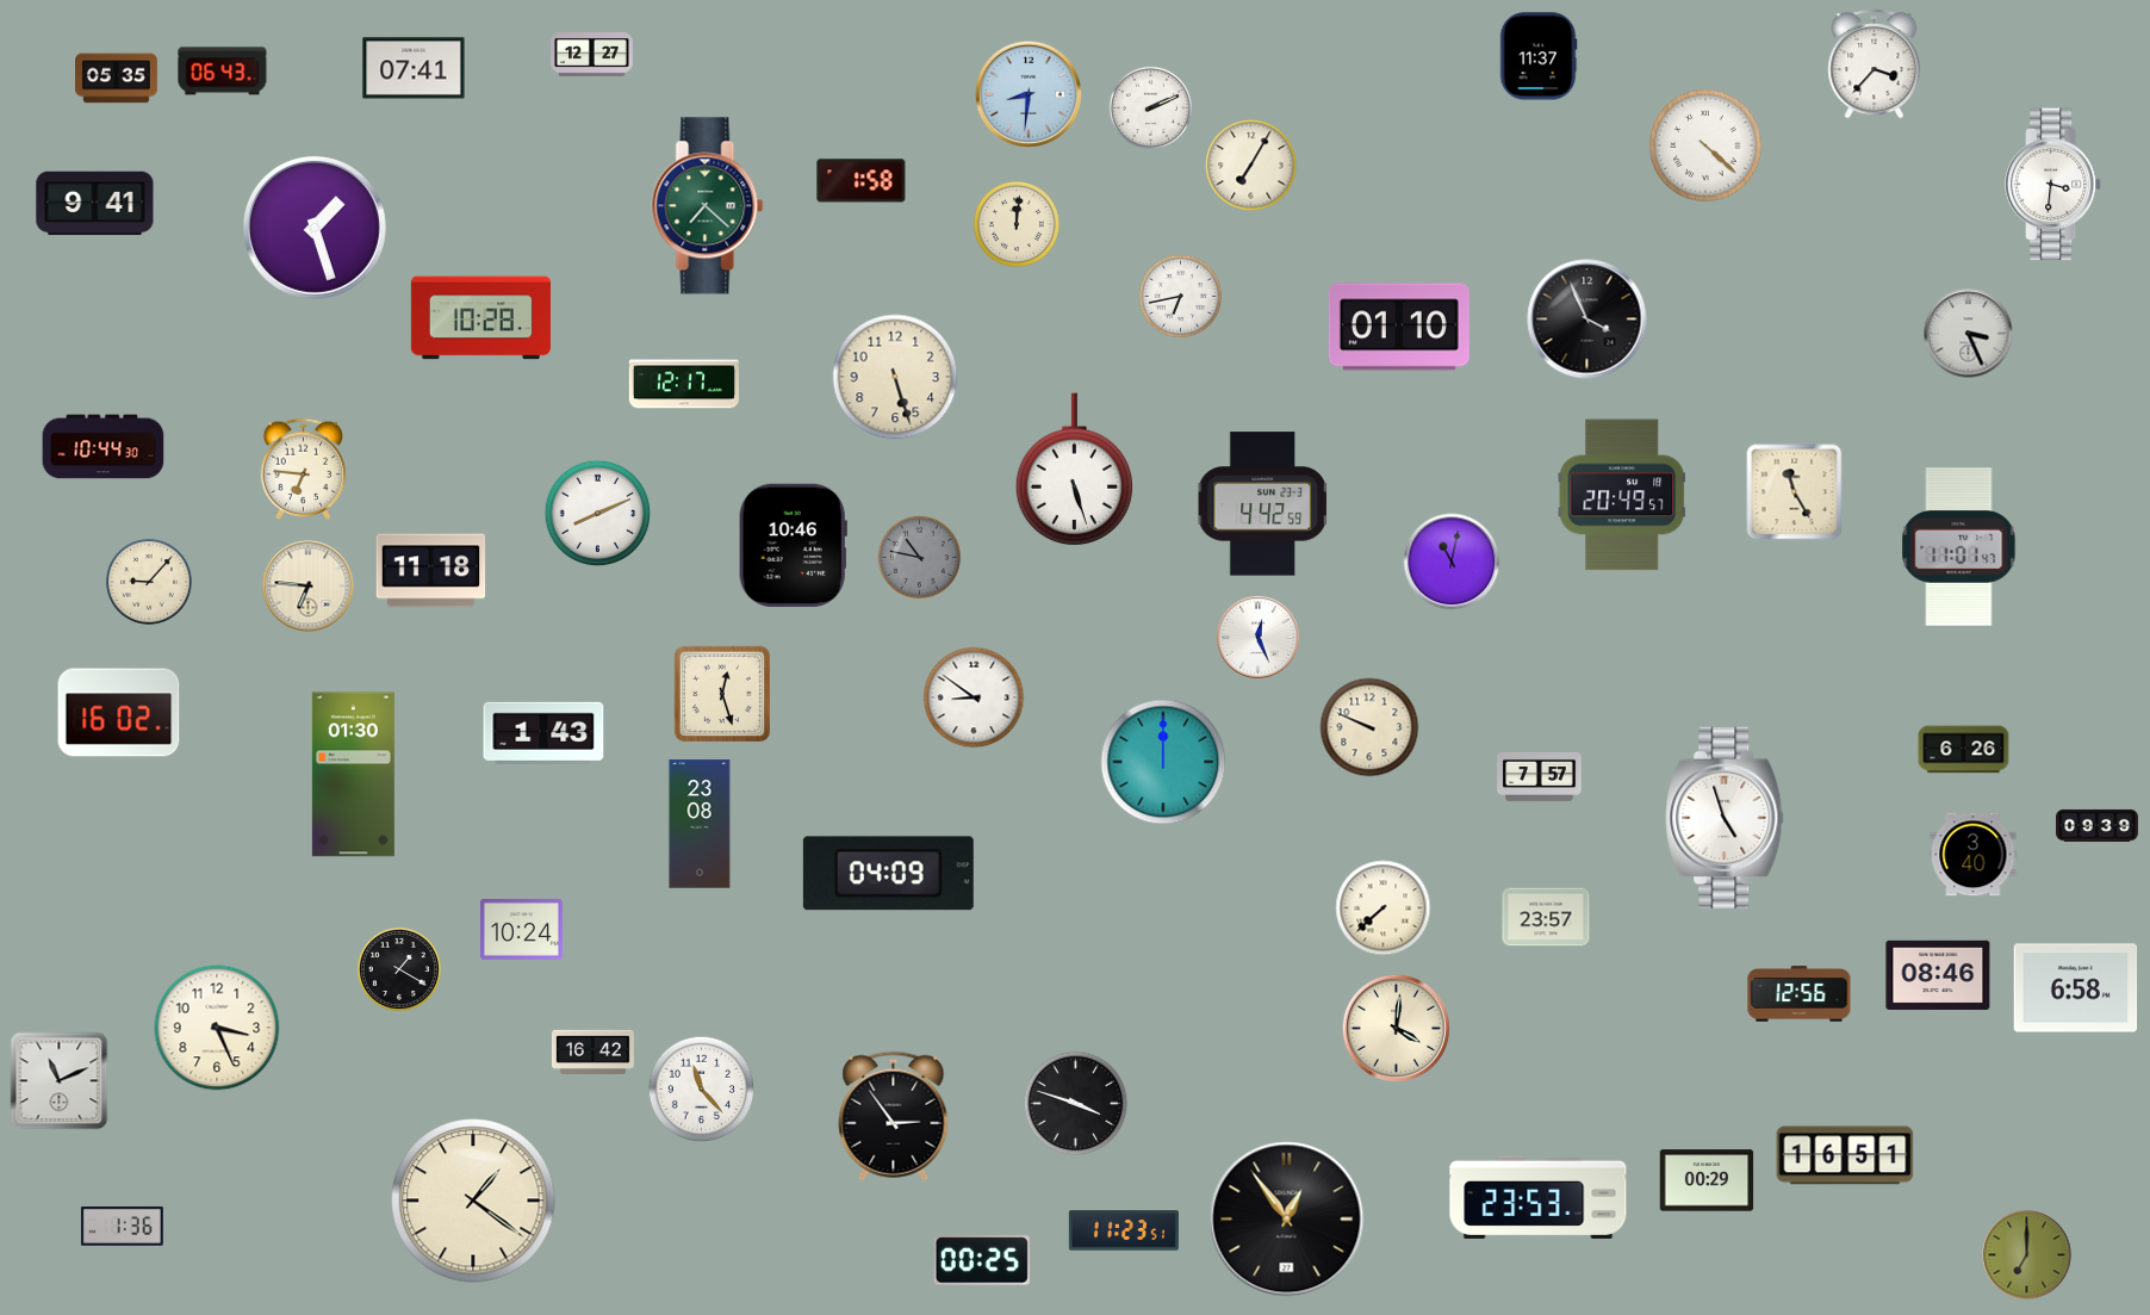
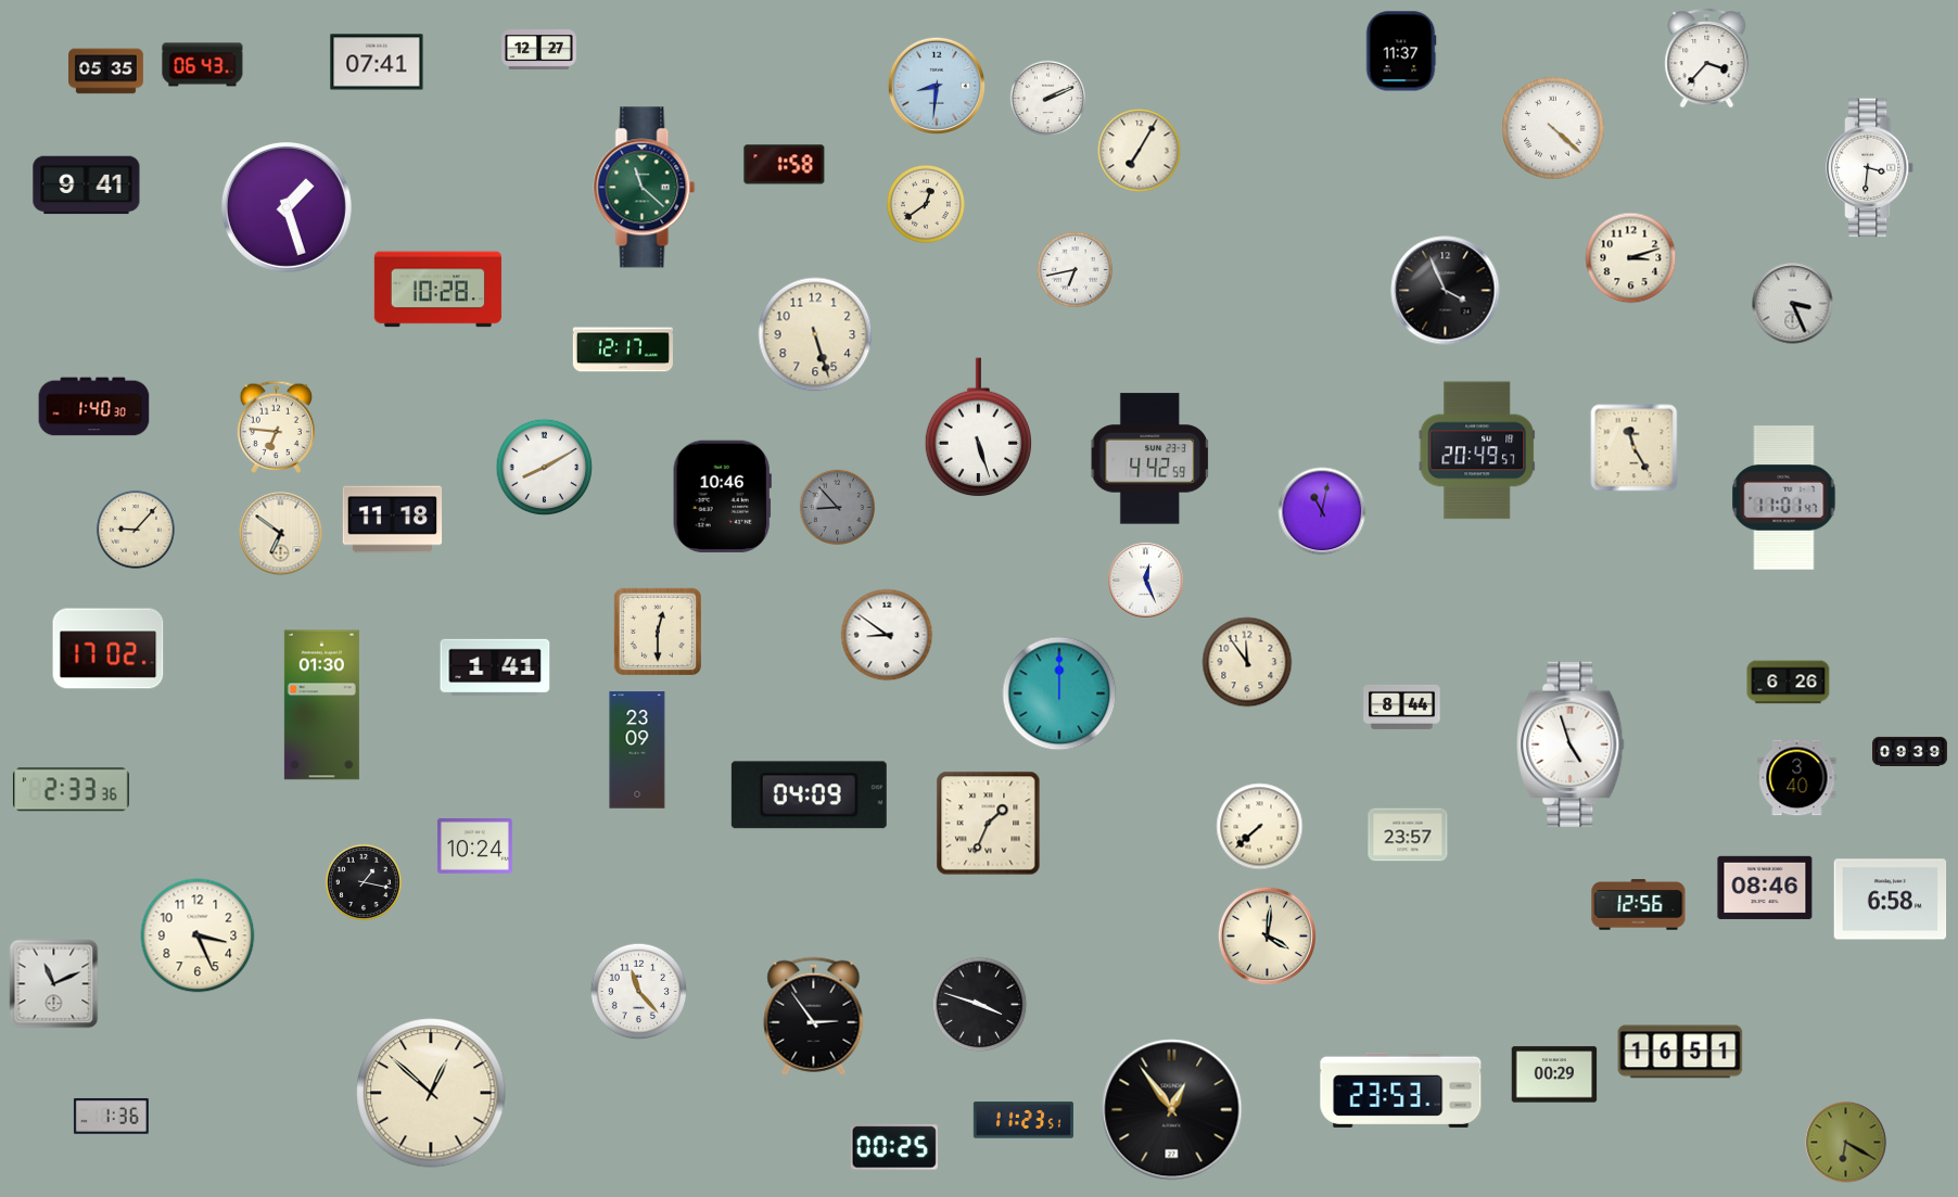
clock at (1705, 145) position: (1705, 145) -> (1553, 128)
clock at (708, 206): 7:22 -> 11:22
clock at (1017, 224): 12:01 -> 12:39
clock at (1631, 258): none -> 3:12
clock at (1399, 327): 01:10 -> none
clock at (895, 377) position: (895, 377) -> (815, 334)
clock at (104, 447): 10:44 -> 1:40
clock at (598, 514): 8:11 -> 8:10
clock at (919, 557): 10:47 -> 8:53
clock at (309, 587): 6:46 -> 6:51
clock at (722, 694): 12:27 -> 12:30
clock at (119, 713): 16:02 -> 17:02
clock at (1369, 727): 9:49 -> 11:54
clock at (543, 733): 1:43 -> 1:41
clock at (1540, 776): 7:57 -> 8:44
clock at (700, 824): 23:08 -> 23:09
clock at (71, 790): none -> 2:33
clock at (989, 824): none -> 1:34
clock at (399, 969): 1:20 -> 1:17
clock at (1396, 1028) position: (1396, 1028) -> (1267, 935)
clock at (592, 1052): 16:42 -> none
clock at (473, 1201): 1:21 -> 12:52
clock at (2027, 1255): 7:00 -> 6:20
